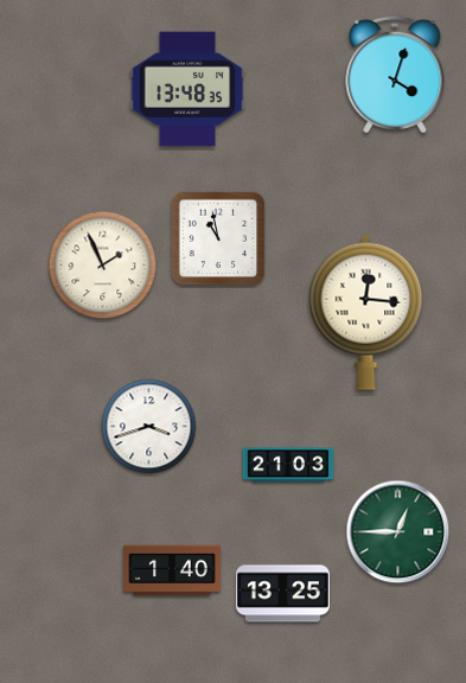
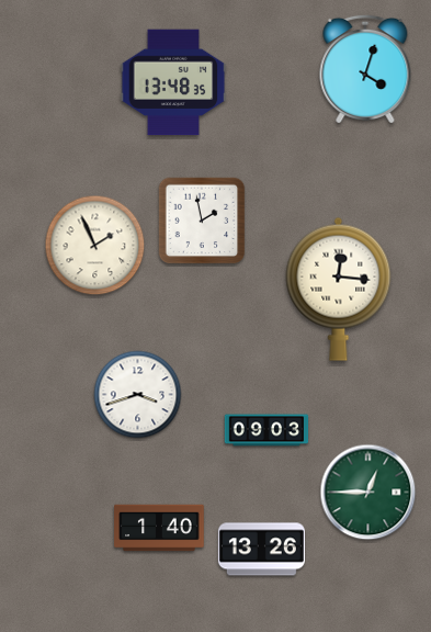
clock at (218, 238): 10:58 -> 1:58
clock at (288, 465): 21:03 -> 09:03
clock at (282, 594): 13:25 -> 13:26
